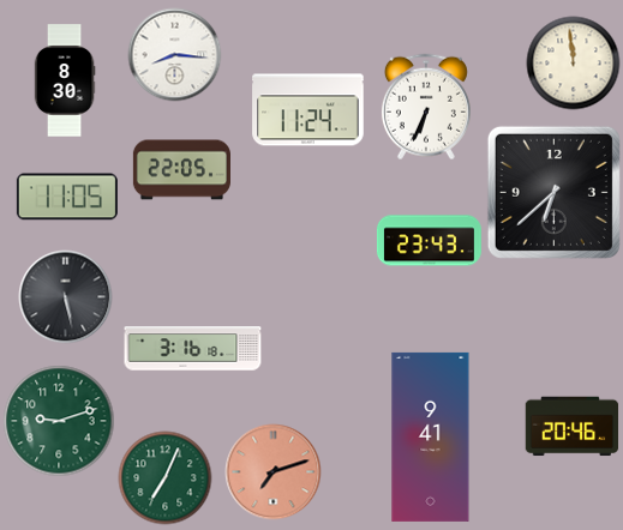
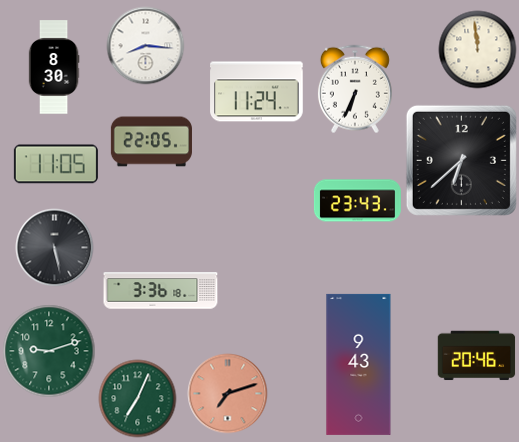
clock at (573, 62) position: (573, 62) -> (477, 49)
clock at (193, 349): 3:16 -> 3:36
clock at (431, 436): 9:41 -> 9:43
